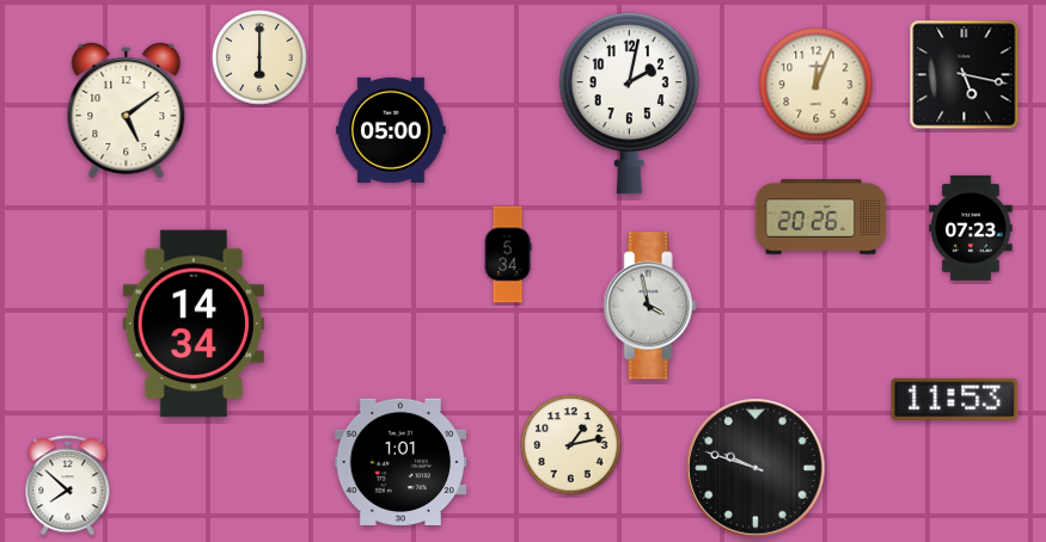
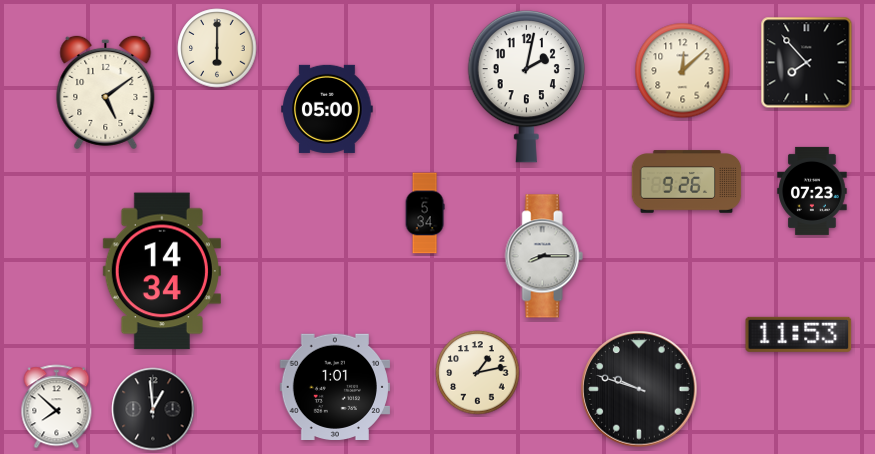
clock at (965, 75): 5:17 -> 7:53
clock at (816, 85): 12:04 -> 12:08
clock at (821, 217): 20:26 -> 9:26
clock at (650, 306): 3:58 -> 8:15
clock at (756, 468) position: (756, 468) -> (639, 389)
clock at (153, 409): none -> 12:59
